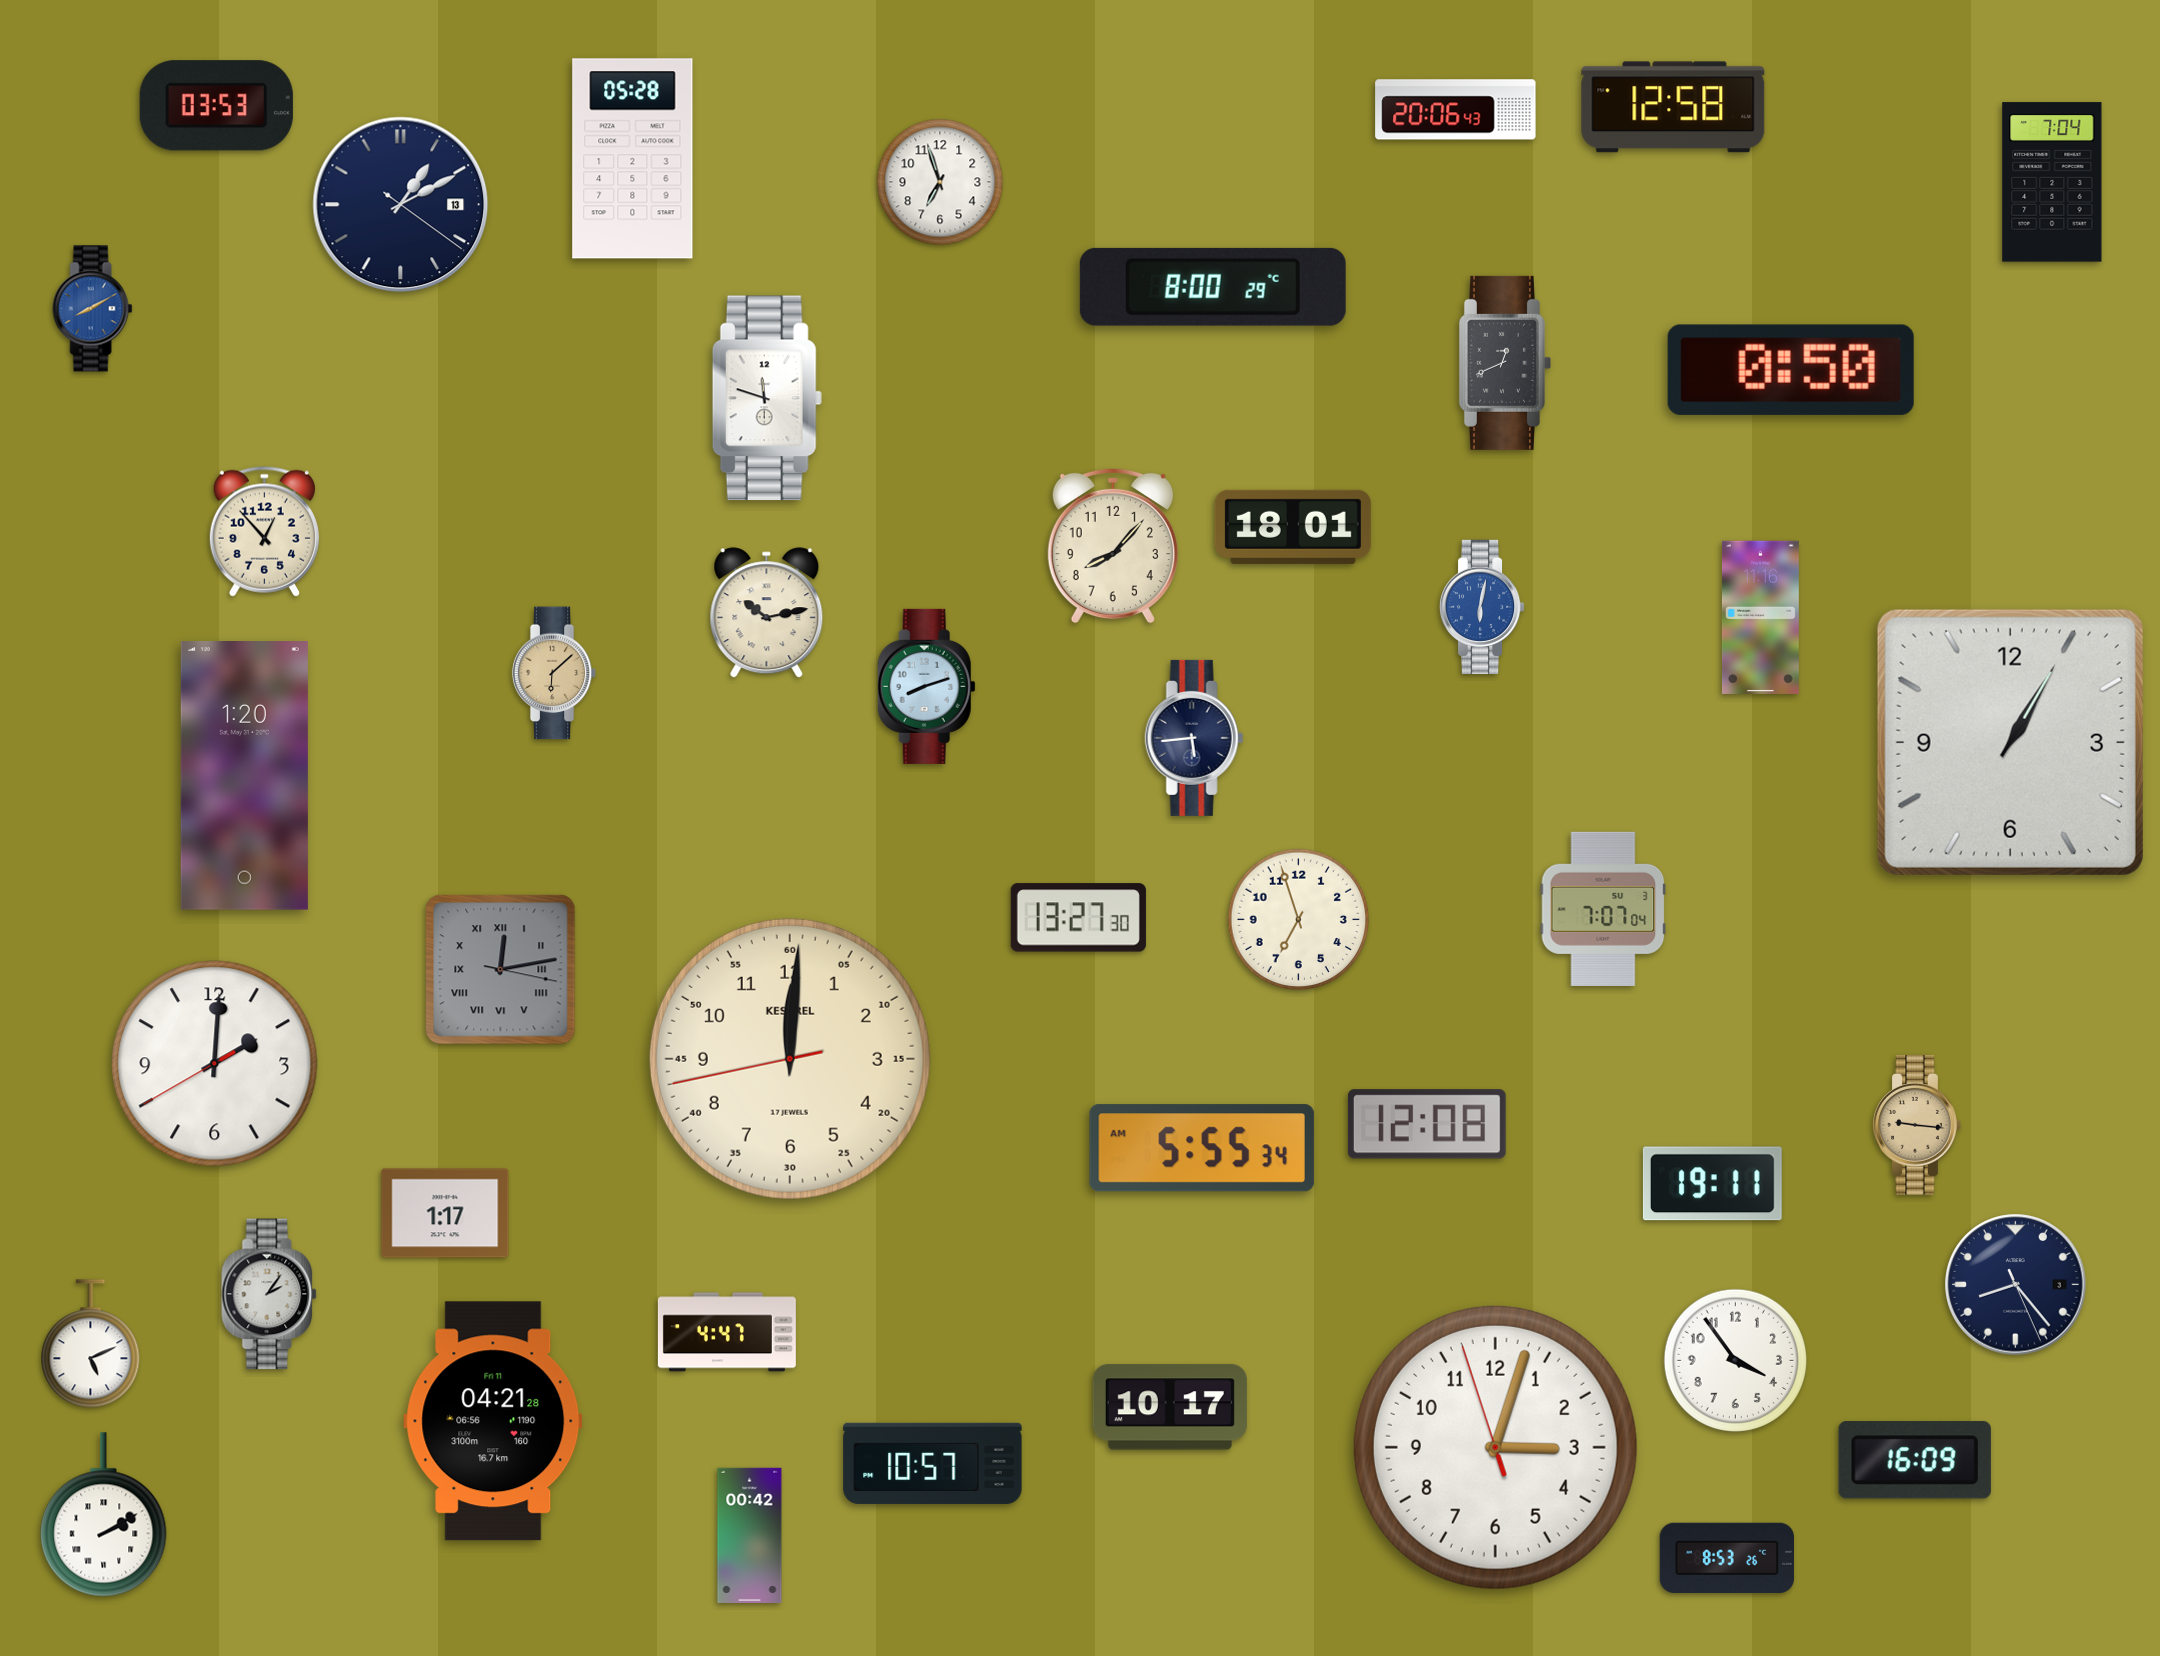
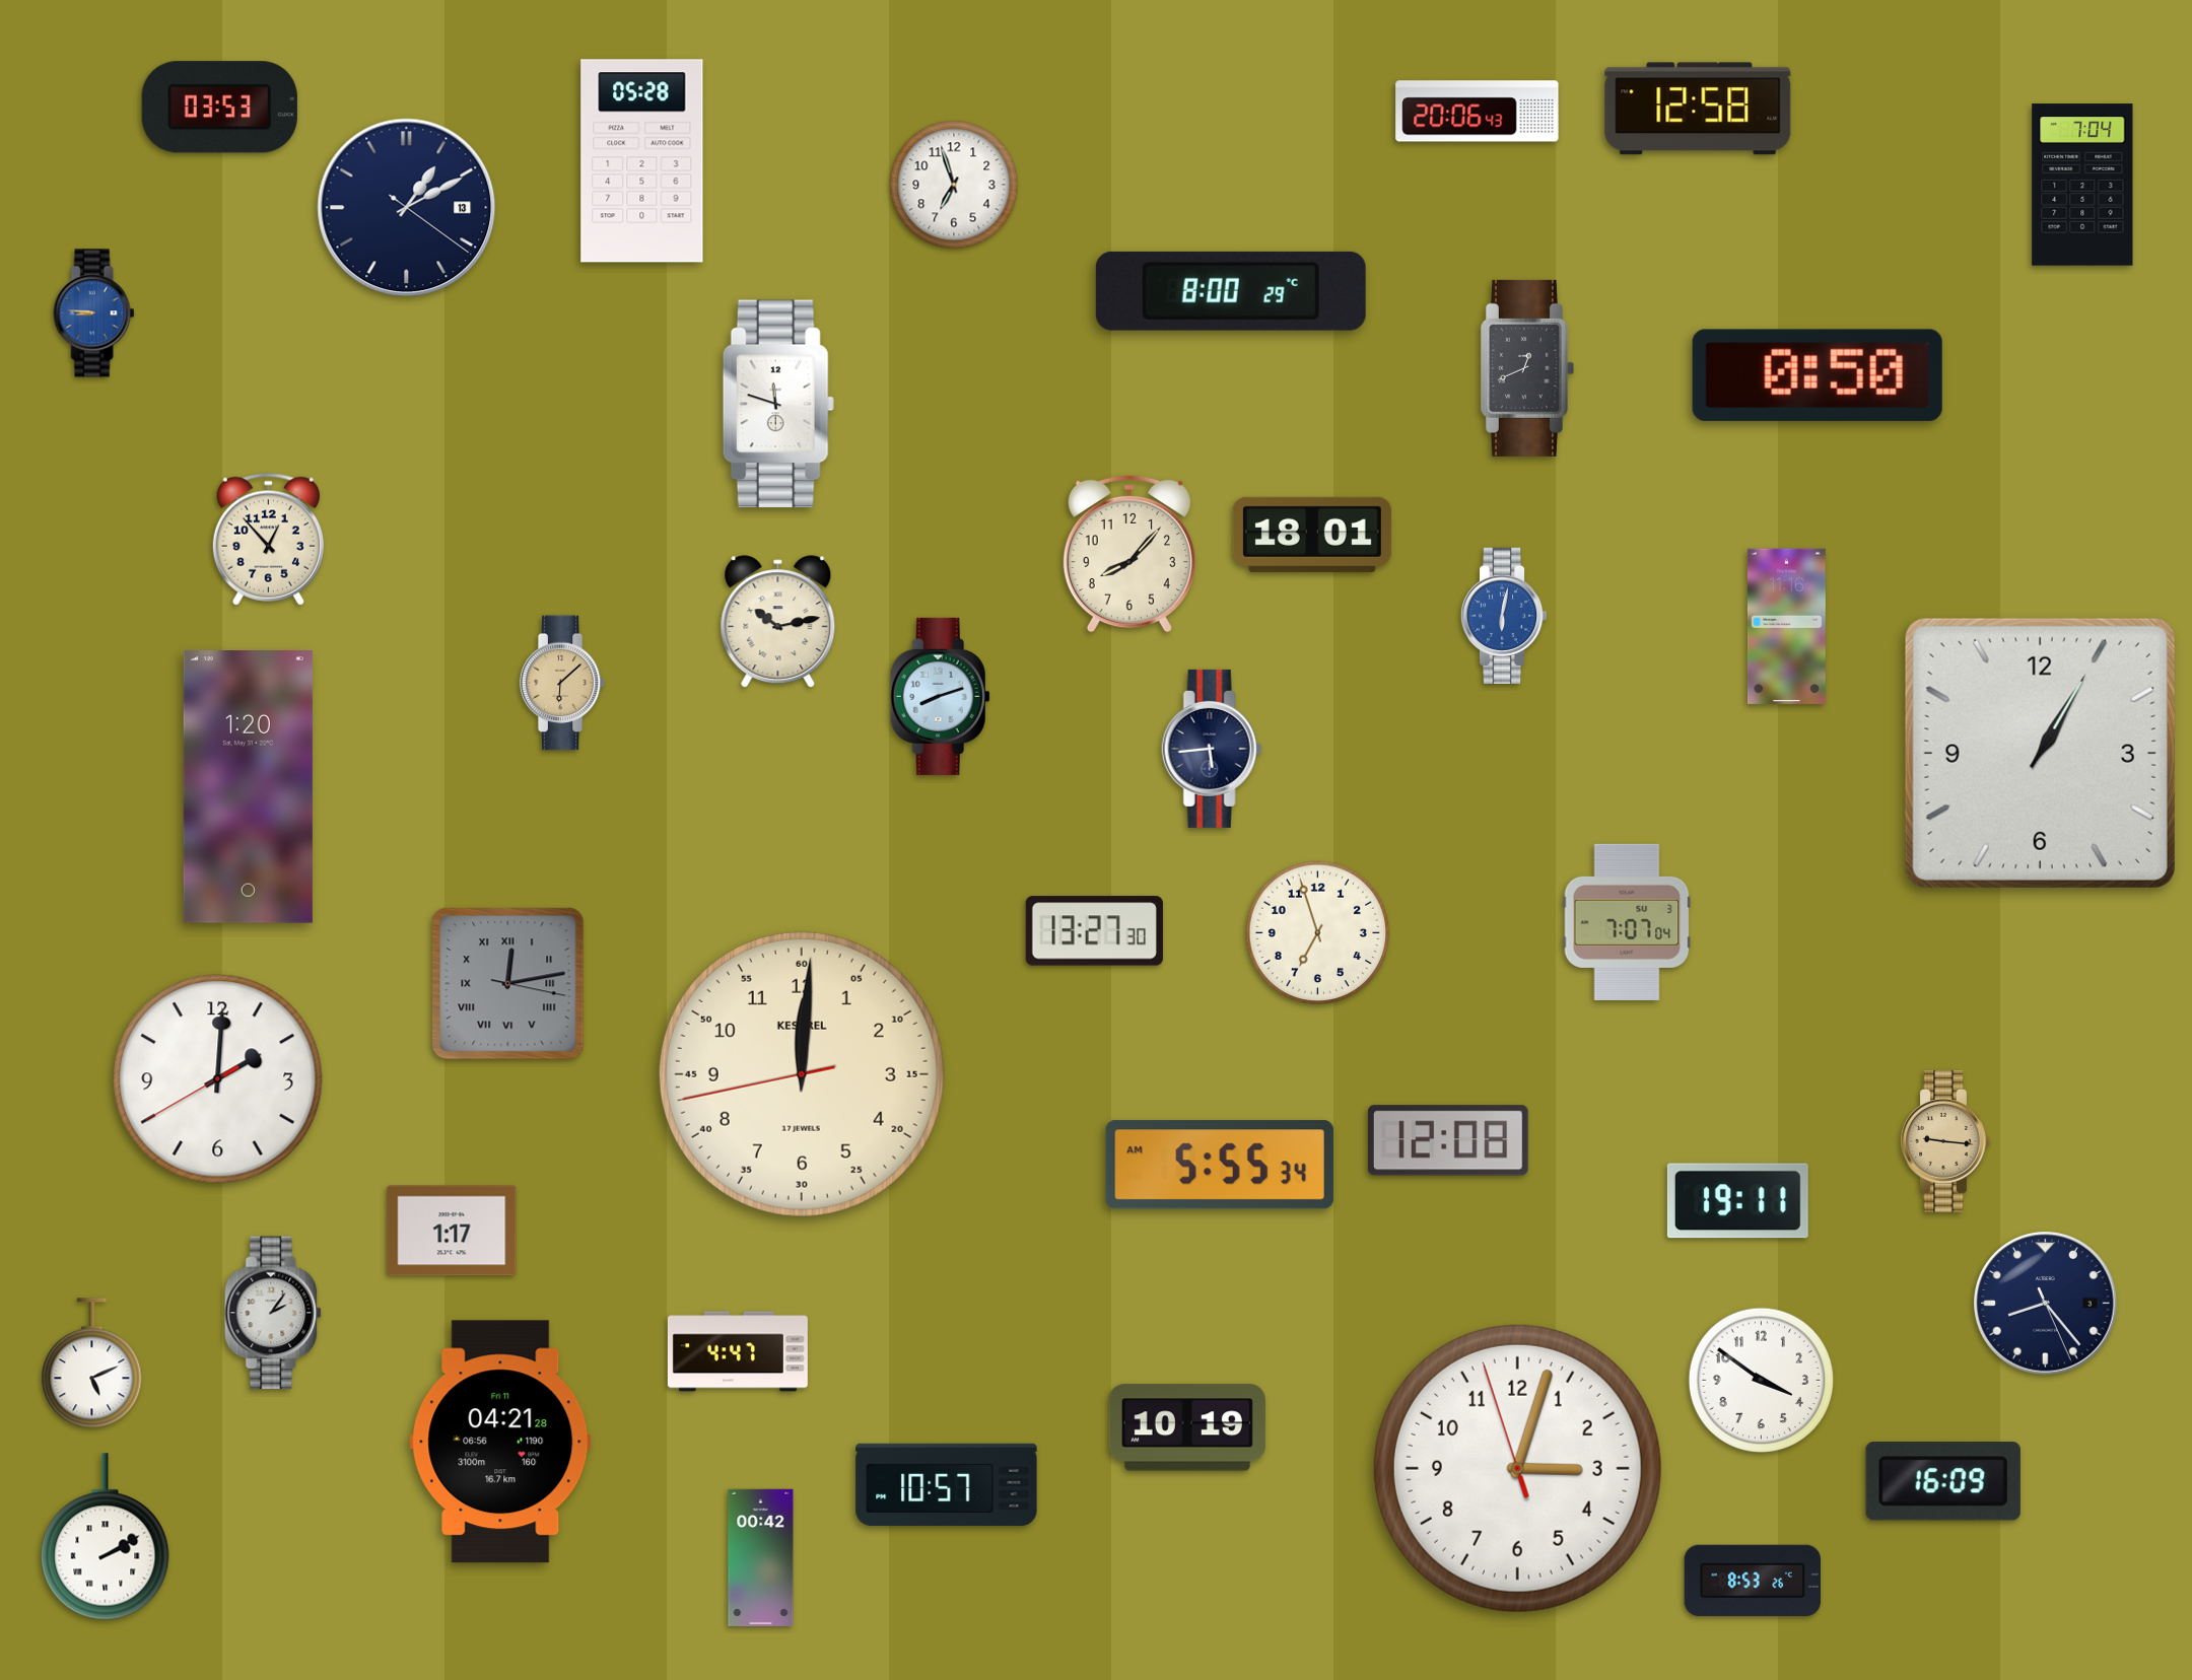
clock at (93, 309): 8:10 -> 8:46
clock at (1735, 1360): 3:54 -> 3:51
clock at (1170, 1407): 10:17 -> 10:19
